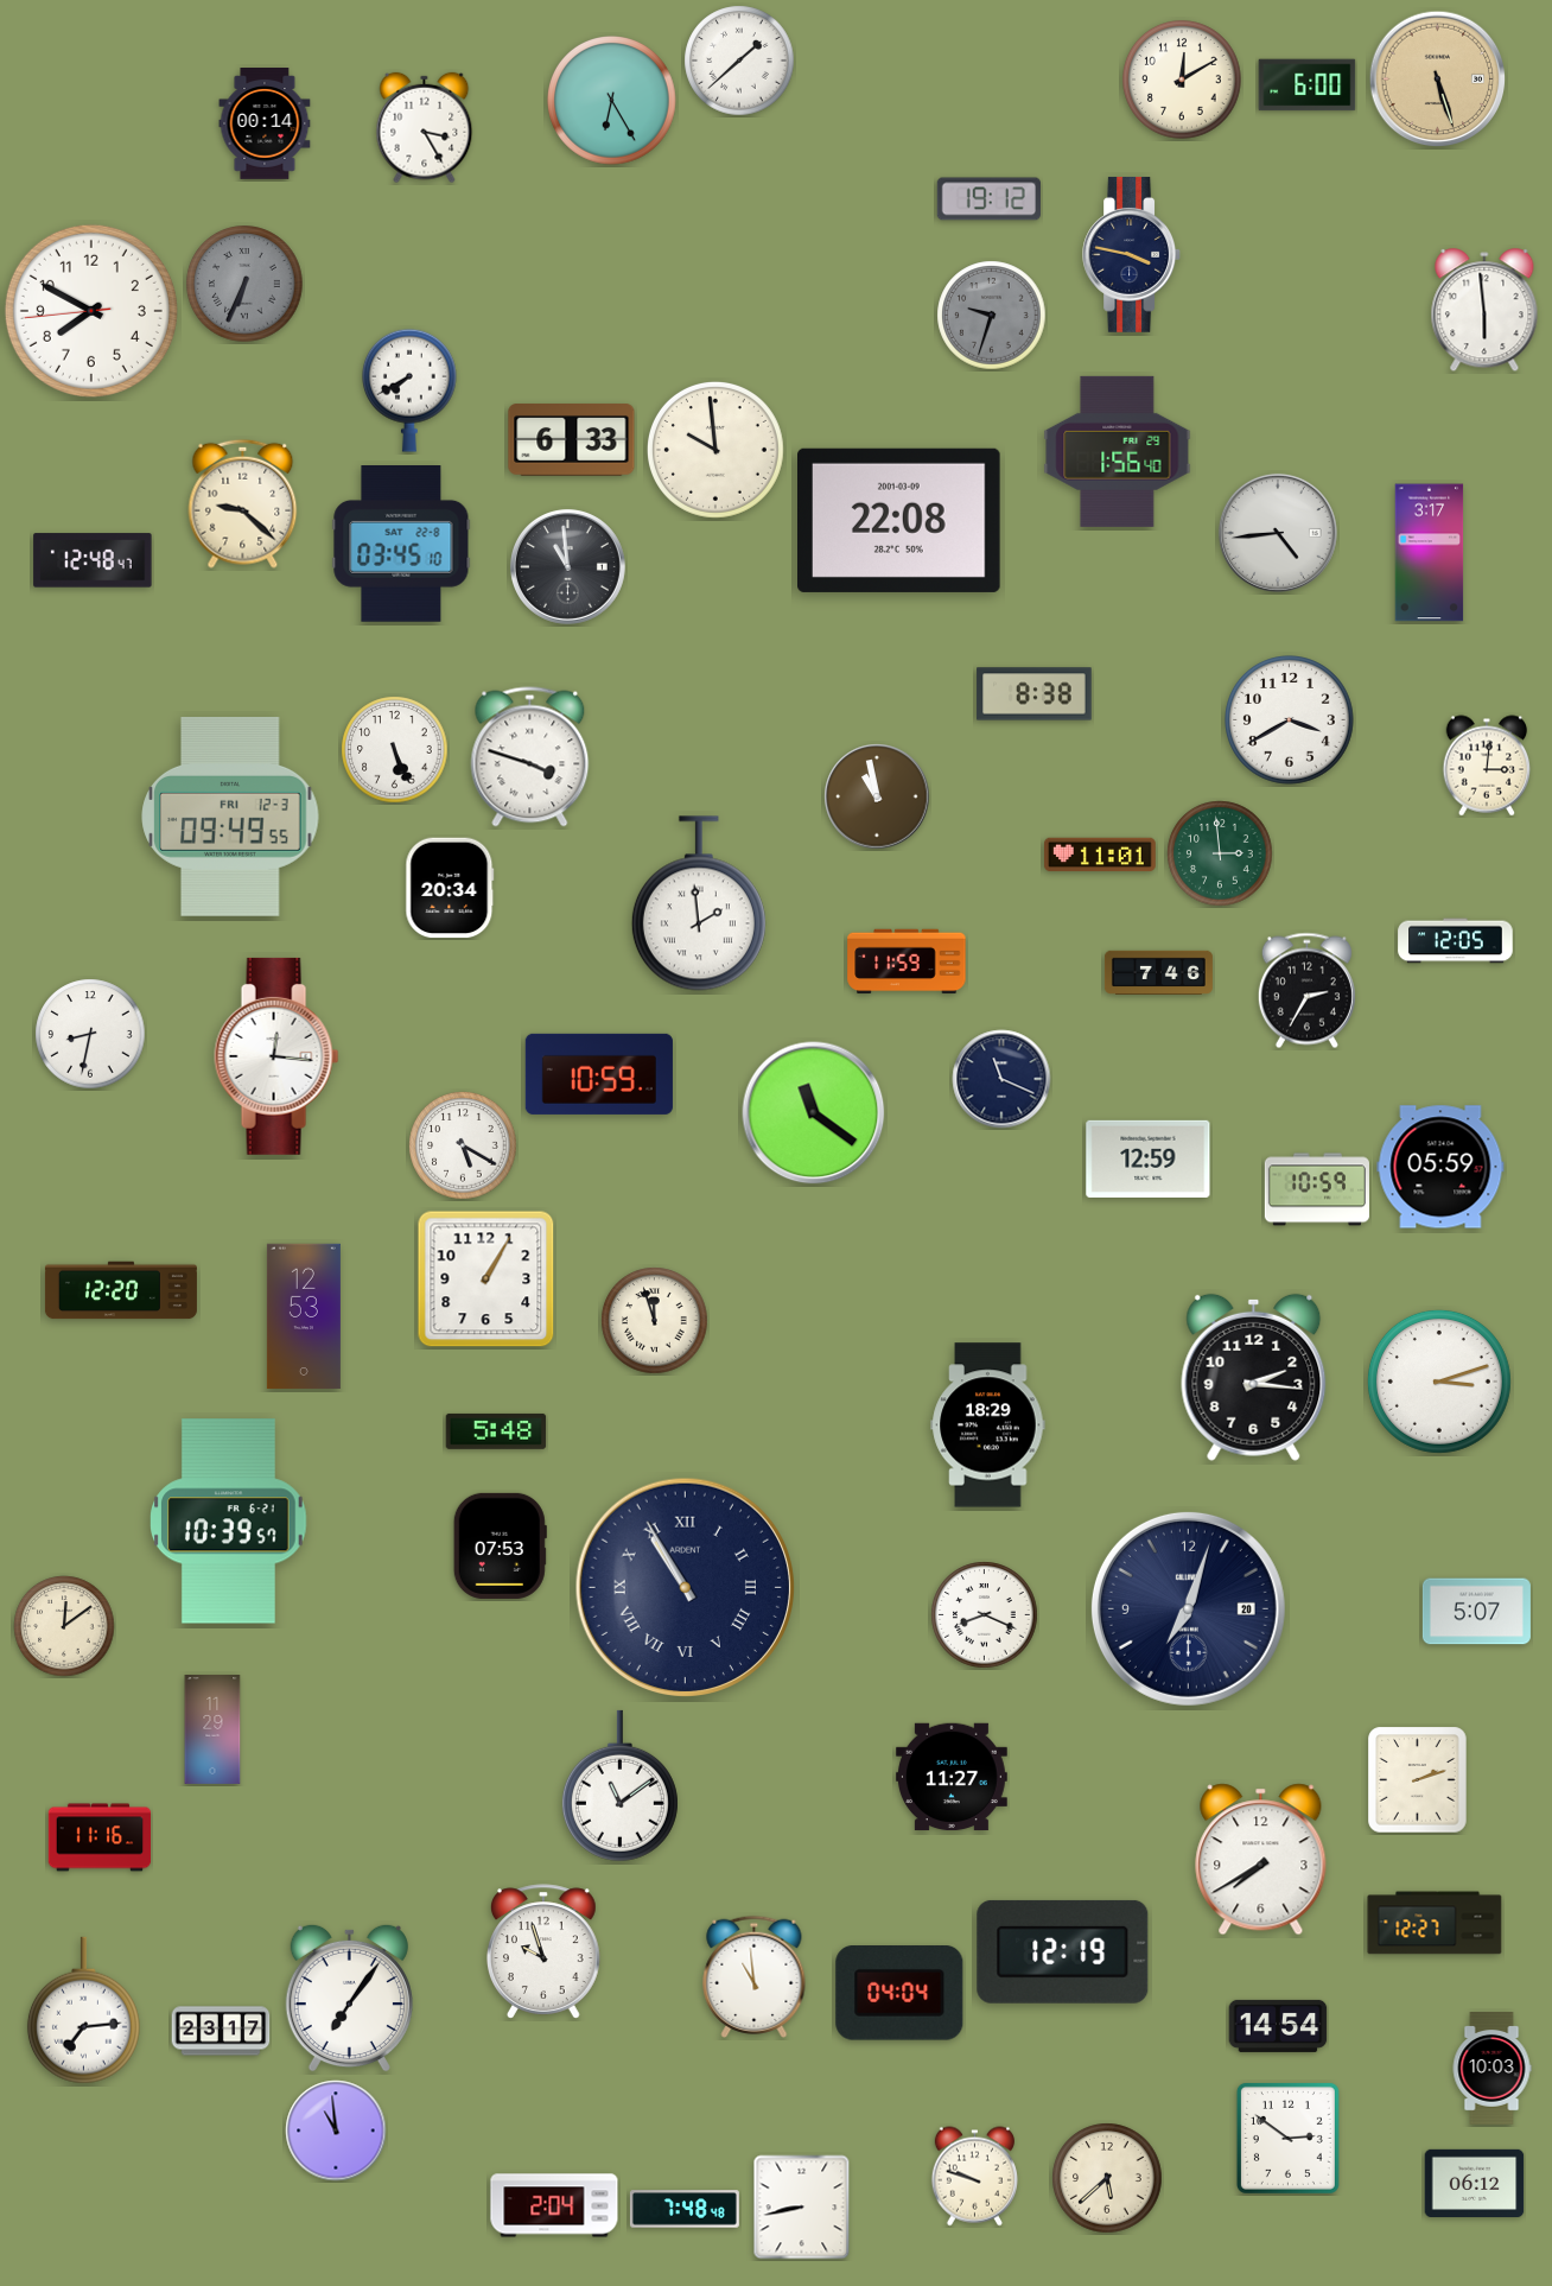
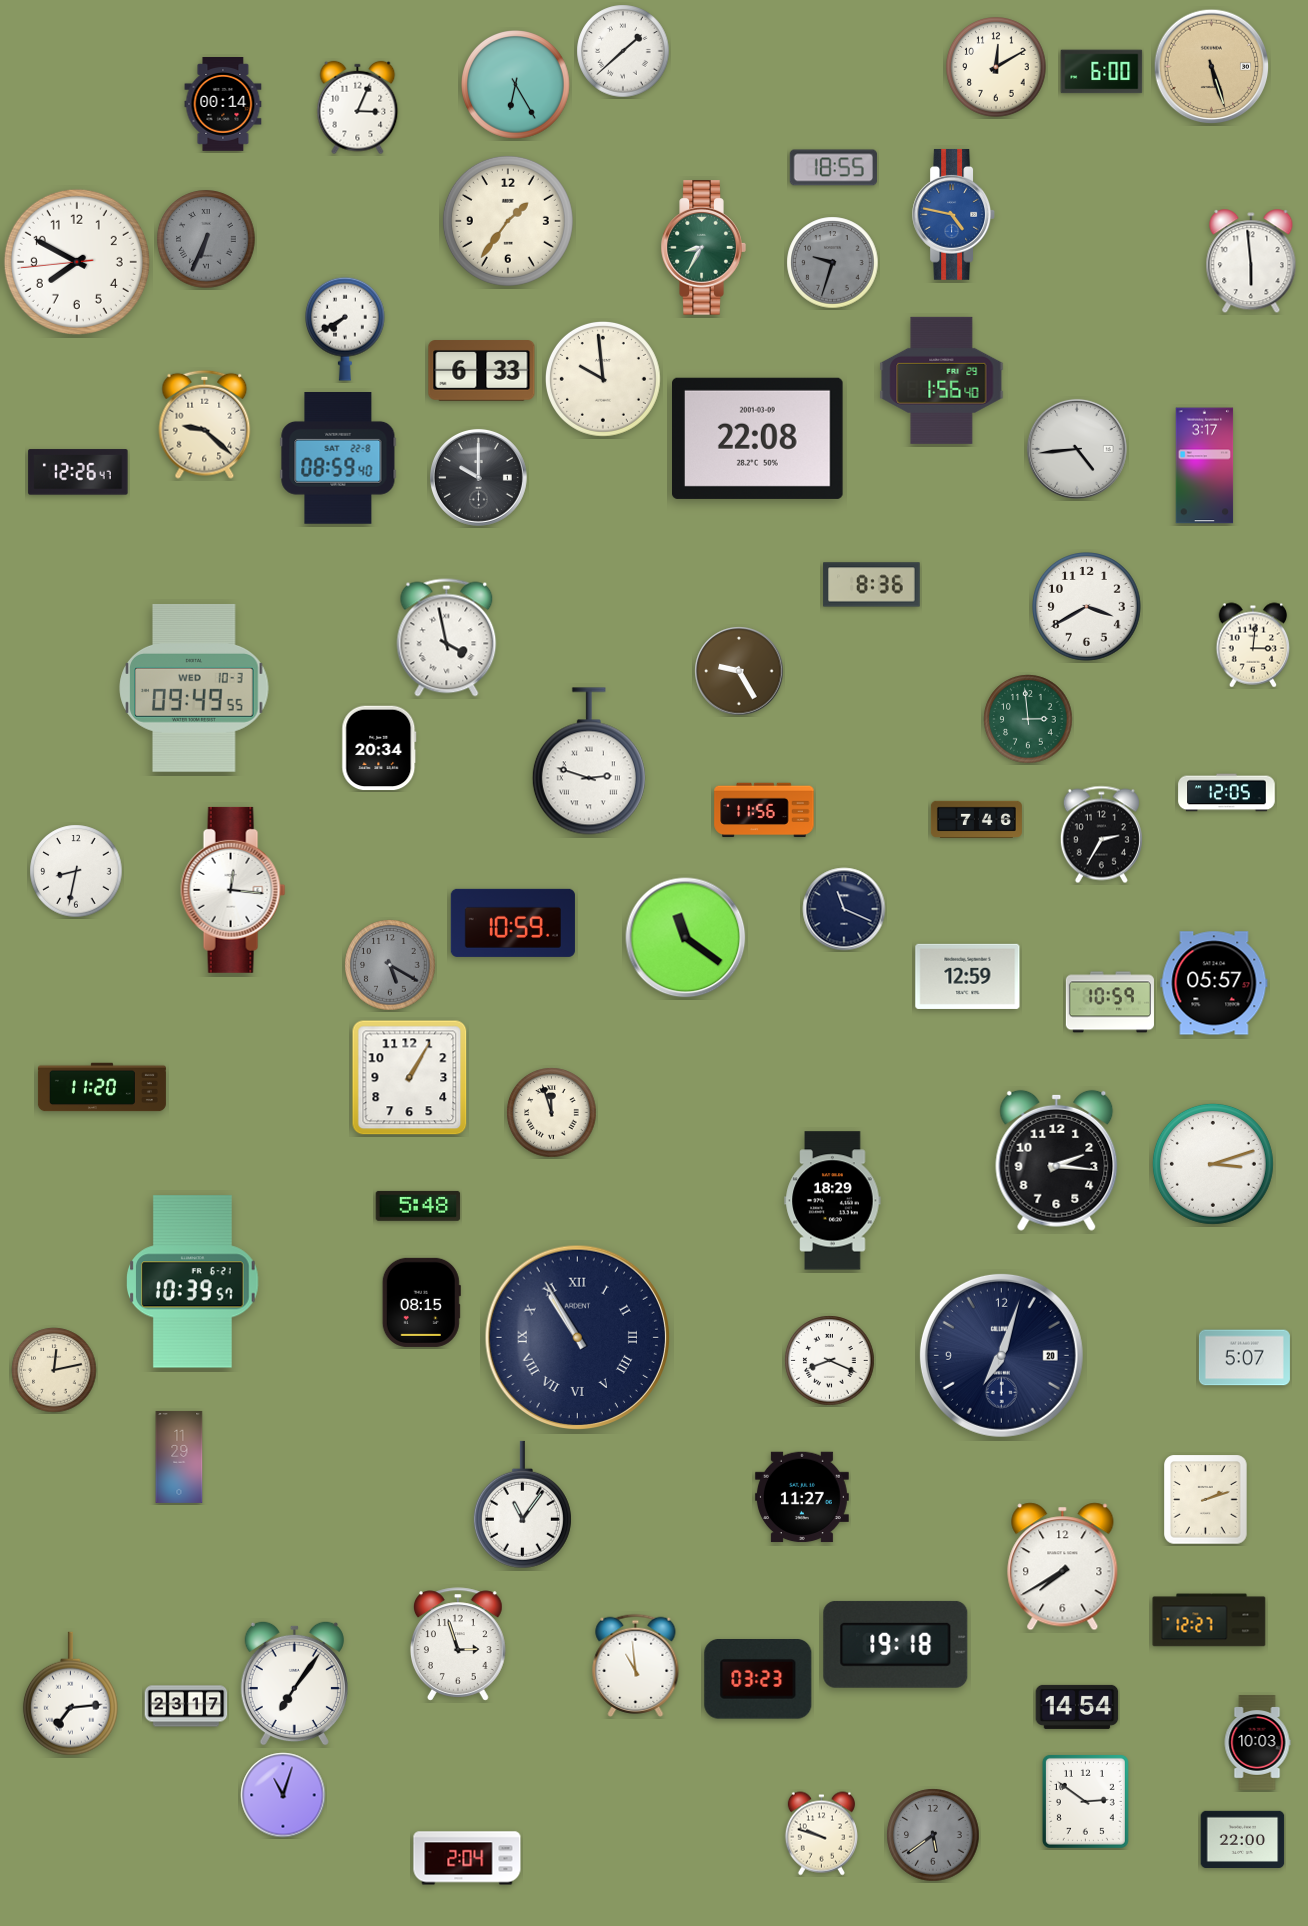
clock at (425, 128): 3:25 -> 3:04
clock at (988, 199): 19:12 -> 18:55
clock at (1131, 254): 3:47 -> 4:47
clock at (1131, 254) dial: navy -> blue
clock at (508, 221): none -> 1:36
clock at (703, 248): none -> 8:35
clock at (992, 316) position: (992, 316) -> (833, 263)
clock at (401, 545): 03:45 -> 08:59
clock at (93, 560): 12:48 -> 12:26
clock at (567, 566): 10:59 -> 10:00
clock at (1035, 694): 8:38 -> 8:36
clock at (395, 750): 5:26 -> none
clock at (530, 757): 3:48 -> 3:58
clock at (877, 796): 10:58 -> 9:25
clock at (230, 817) date: FRI 12-3 -> WED 10-3
clock at (1100, 855): 11:01 -> none
clock at (699, 903): 1:59 -> 2:48
clock at (907, 961): 11:59 -> 11:56
clock at (599, 1074) position: (599, 1074) -> (513, 923)
clock at (463, 1145) dial: white -> grey
clock at (1440, 1167): 05:59 -> 05:57
clock at (121, 1290): 12:20 -> 11:20
clock at (304, 1316): 12:53 -> none
clock at (500, 1545): 07:53 -> 08:15
clock at (64, 1626): 12:09 -> 12:13
clock at (1418, 1780) position: (1418, 1780) -> (1206, 1500)
clock at (619, 1786): 11:09 -> 11:06
clock at (100, 1837): 11:16 -> none
clock at (543, 1951): 9:57 -> 2:57
clock at (1063, 1951): 12:19 -> 19:18
clock at (899, 1994): 04:04 -> 03:23
clock at (221, 2031) position: (221, 2031) -> (186, 1706)
clock at (336, 2131): 10:59 -> 11:03
clock at (1107, 2178): 5:38 -> 5:39
clock at (1107, 2178) dial: cream -> grey
clock at (1475, 2183): 06:12 -> 22:00
clock at (802, 2208): 8:43 -> none
clock at (685, 2209): 7:48 -> none
